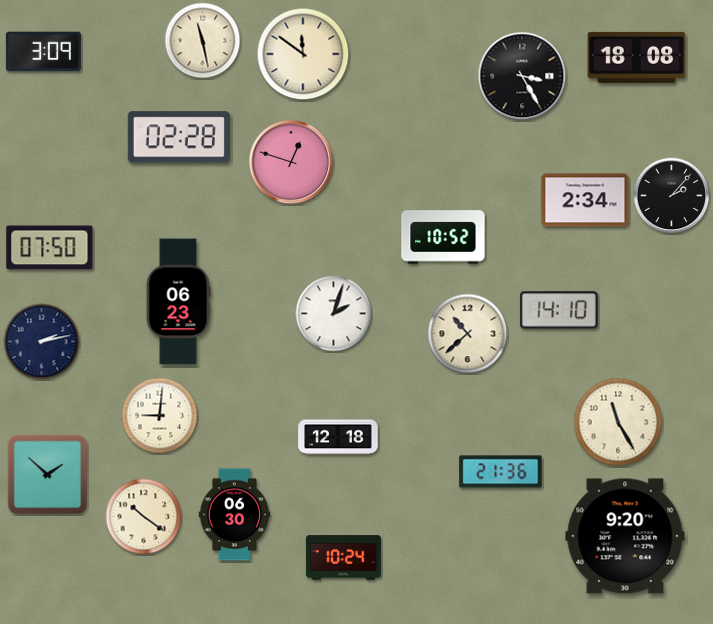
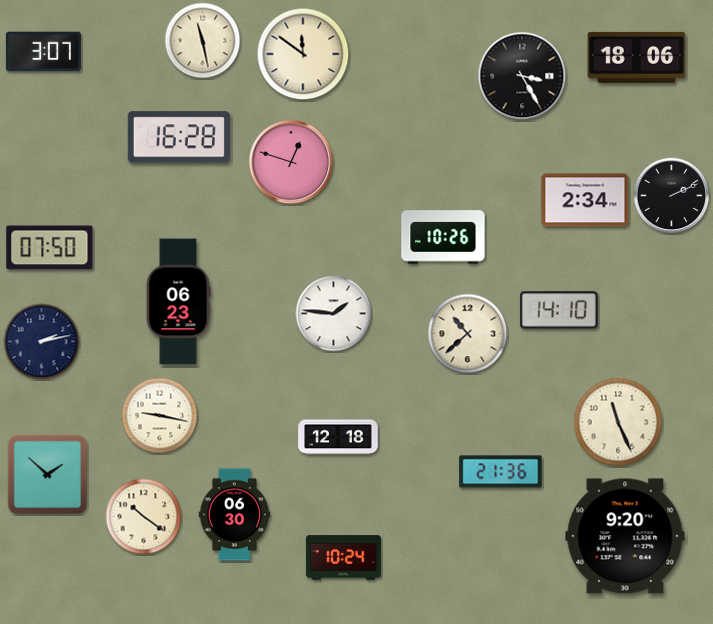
clock at (43, 52): 3:09 -> 3:07
clock at (637, 57): 18:08 -> 18:06
clock at (179, 137): 02:28 -> 16:28
clock at (672, 196): 2:07 -> 2:11
clock at (443, 237): 10:52 -> 10:26
clock at (334, 314): 2:03 -> 1:46
clock at (160, 416): 9:01 -> 9:17
clock at (618, 422): 11:25 -> 11:26
